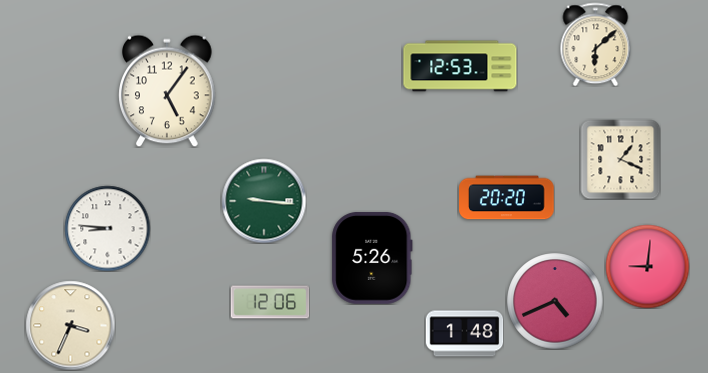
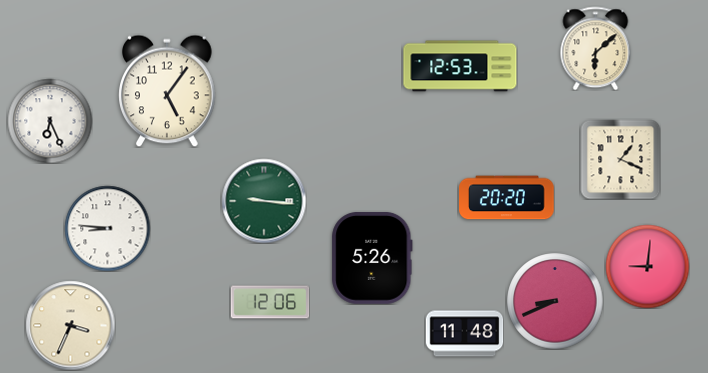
clock at (596, 44) position: (596, 44) -> (596, 48)
clock at (50, 121): none -> 6:26
clock at (555, 301): 4:41 -> 8:41
clock at (464, 334): 1:48 -> 11:48
